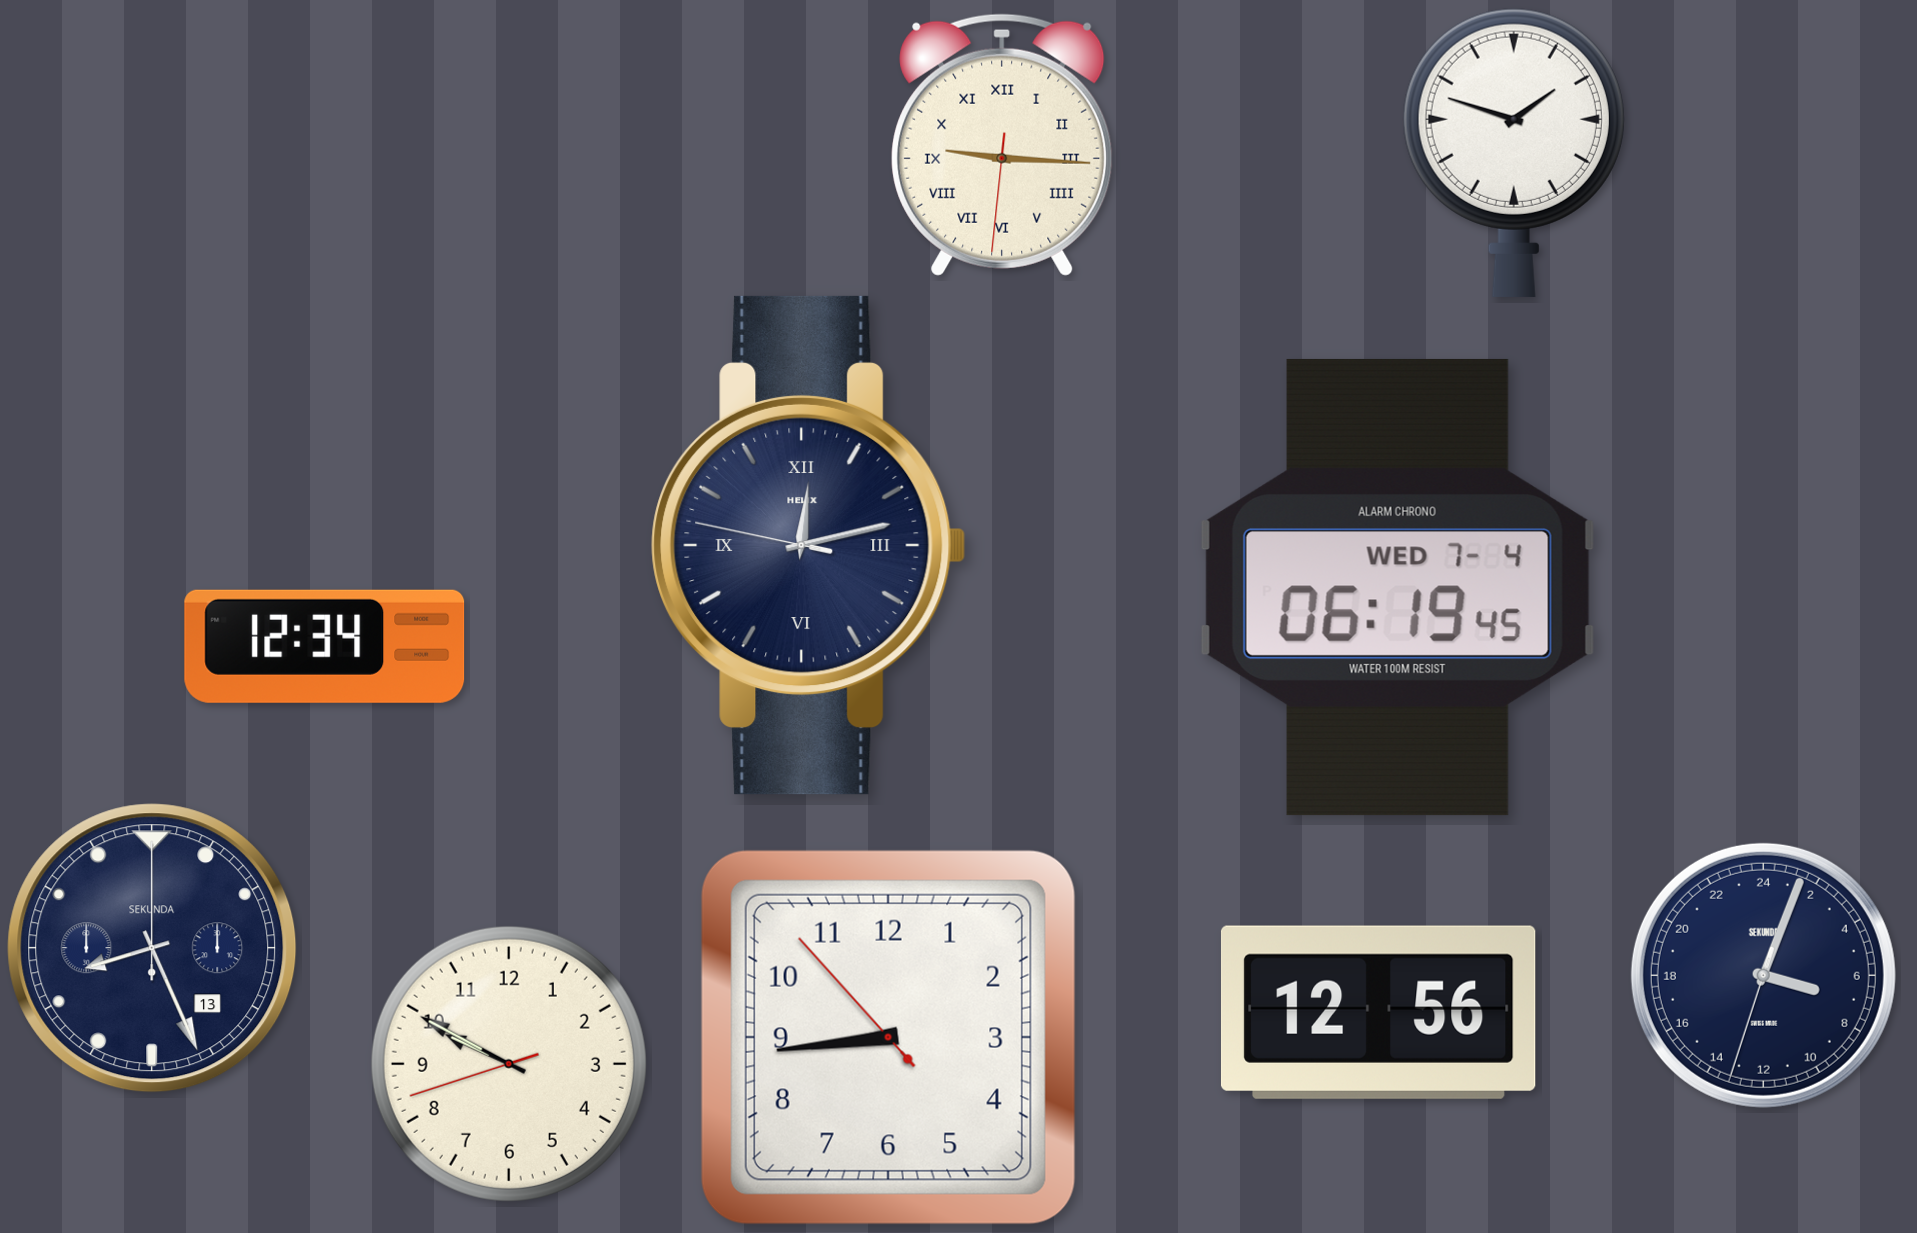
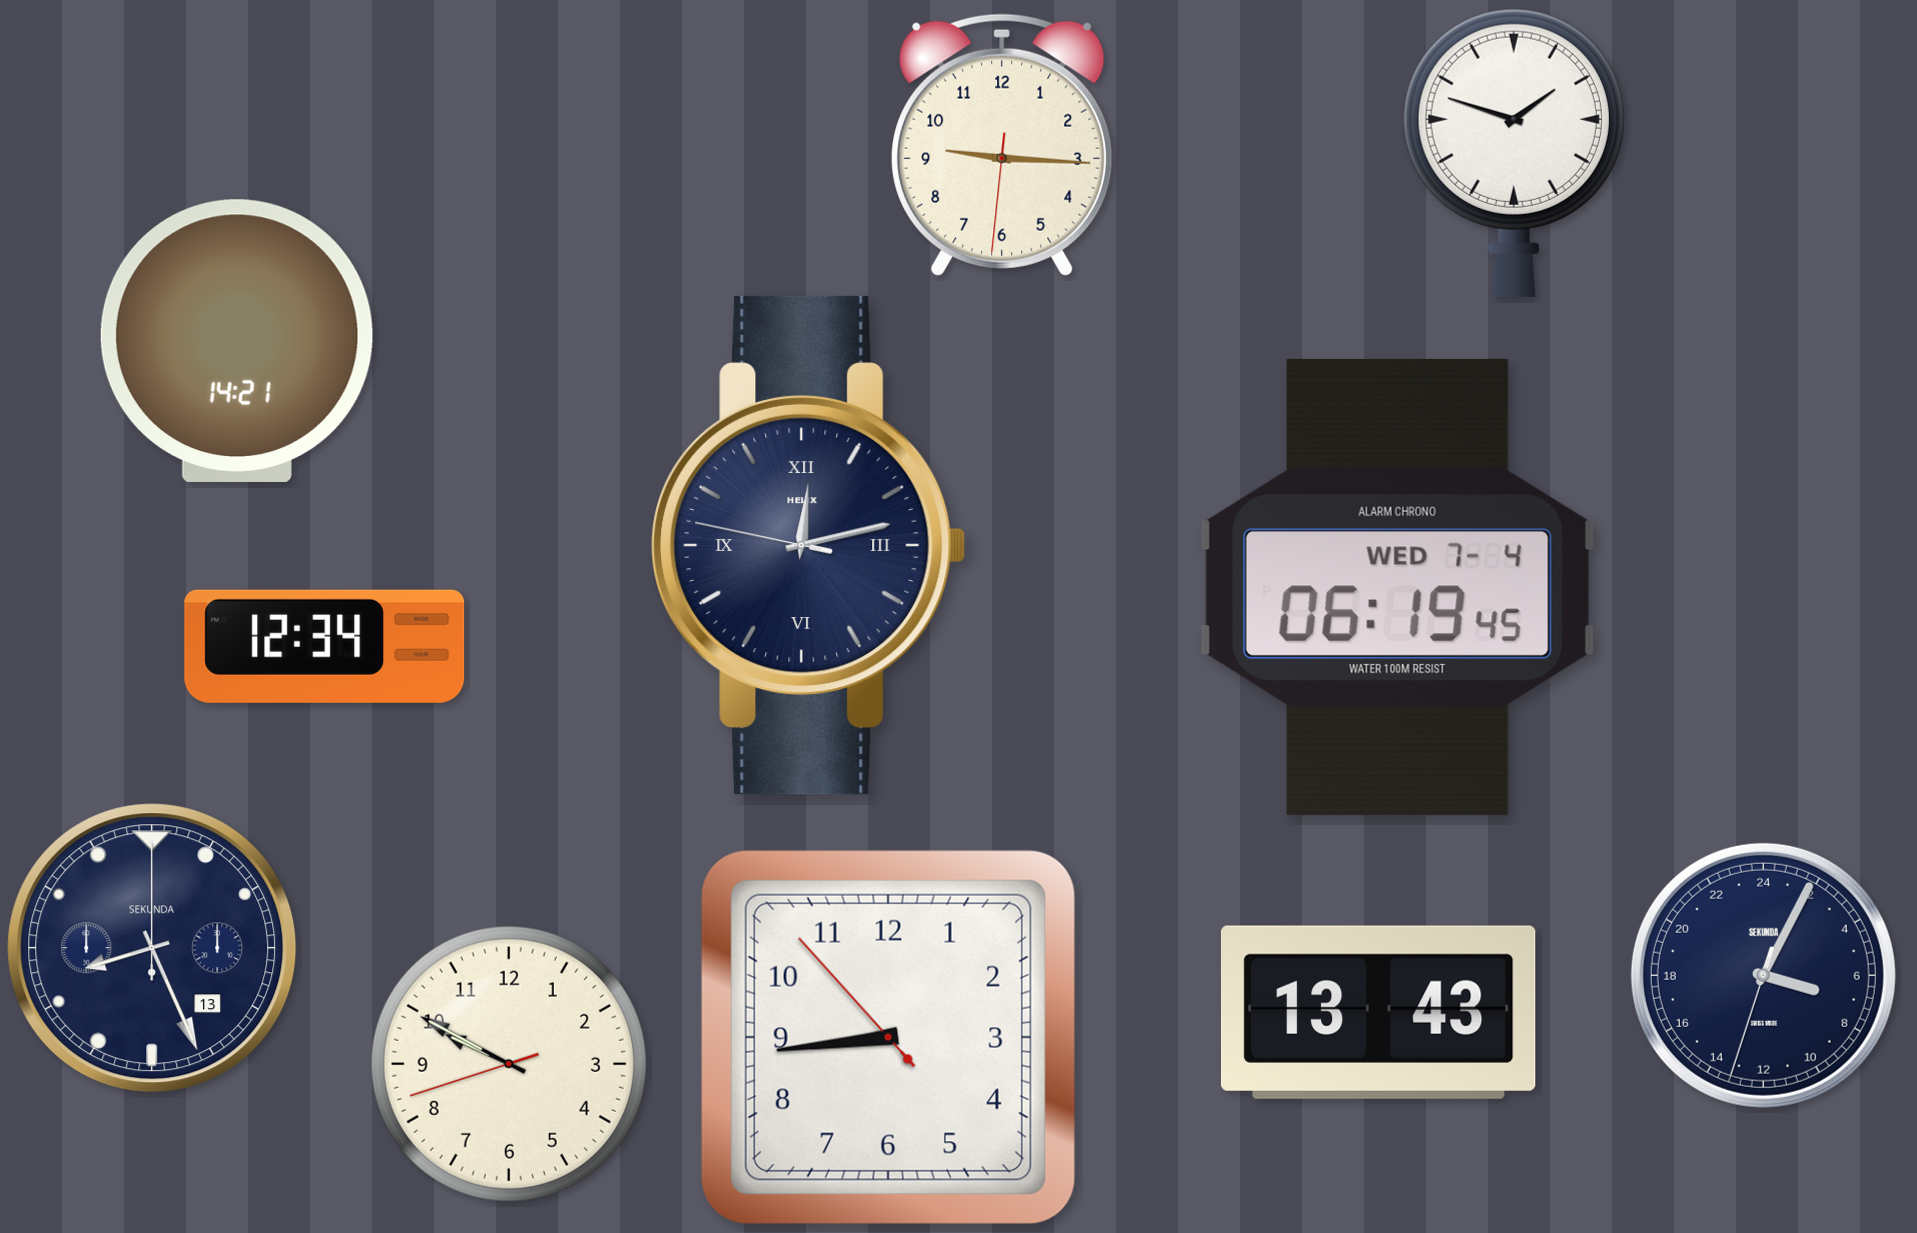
clock at (1002, 145) numerals: Roman -> Arabic
clock at (237, 341): none -> 14:21
clock at (1763, 975): 7:03 -> 7:04
clock at (1378, 1012): 12:56 -> 13:43
